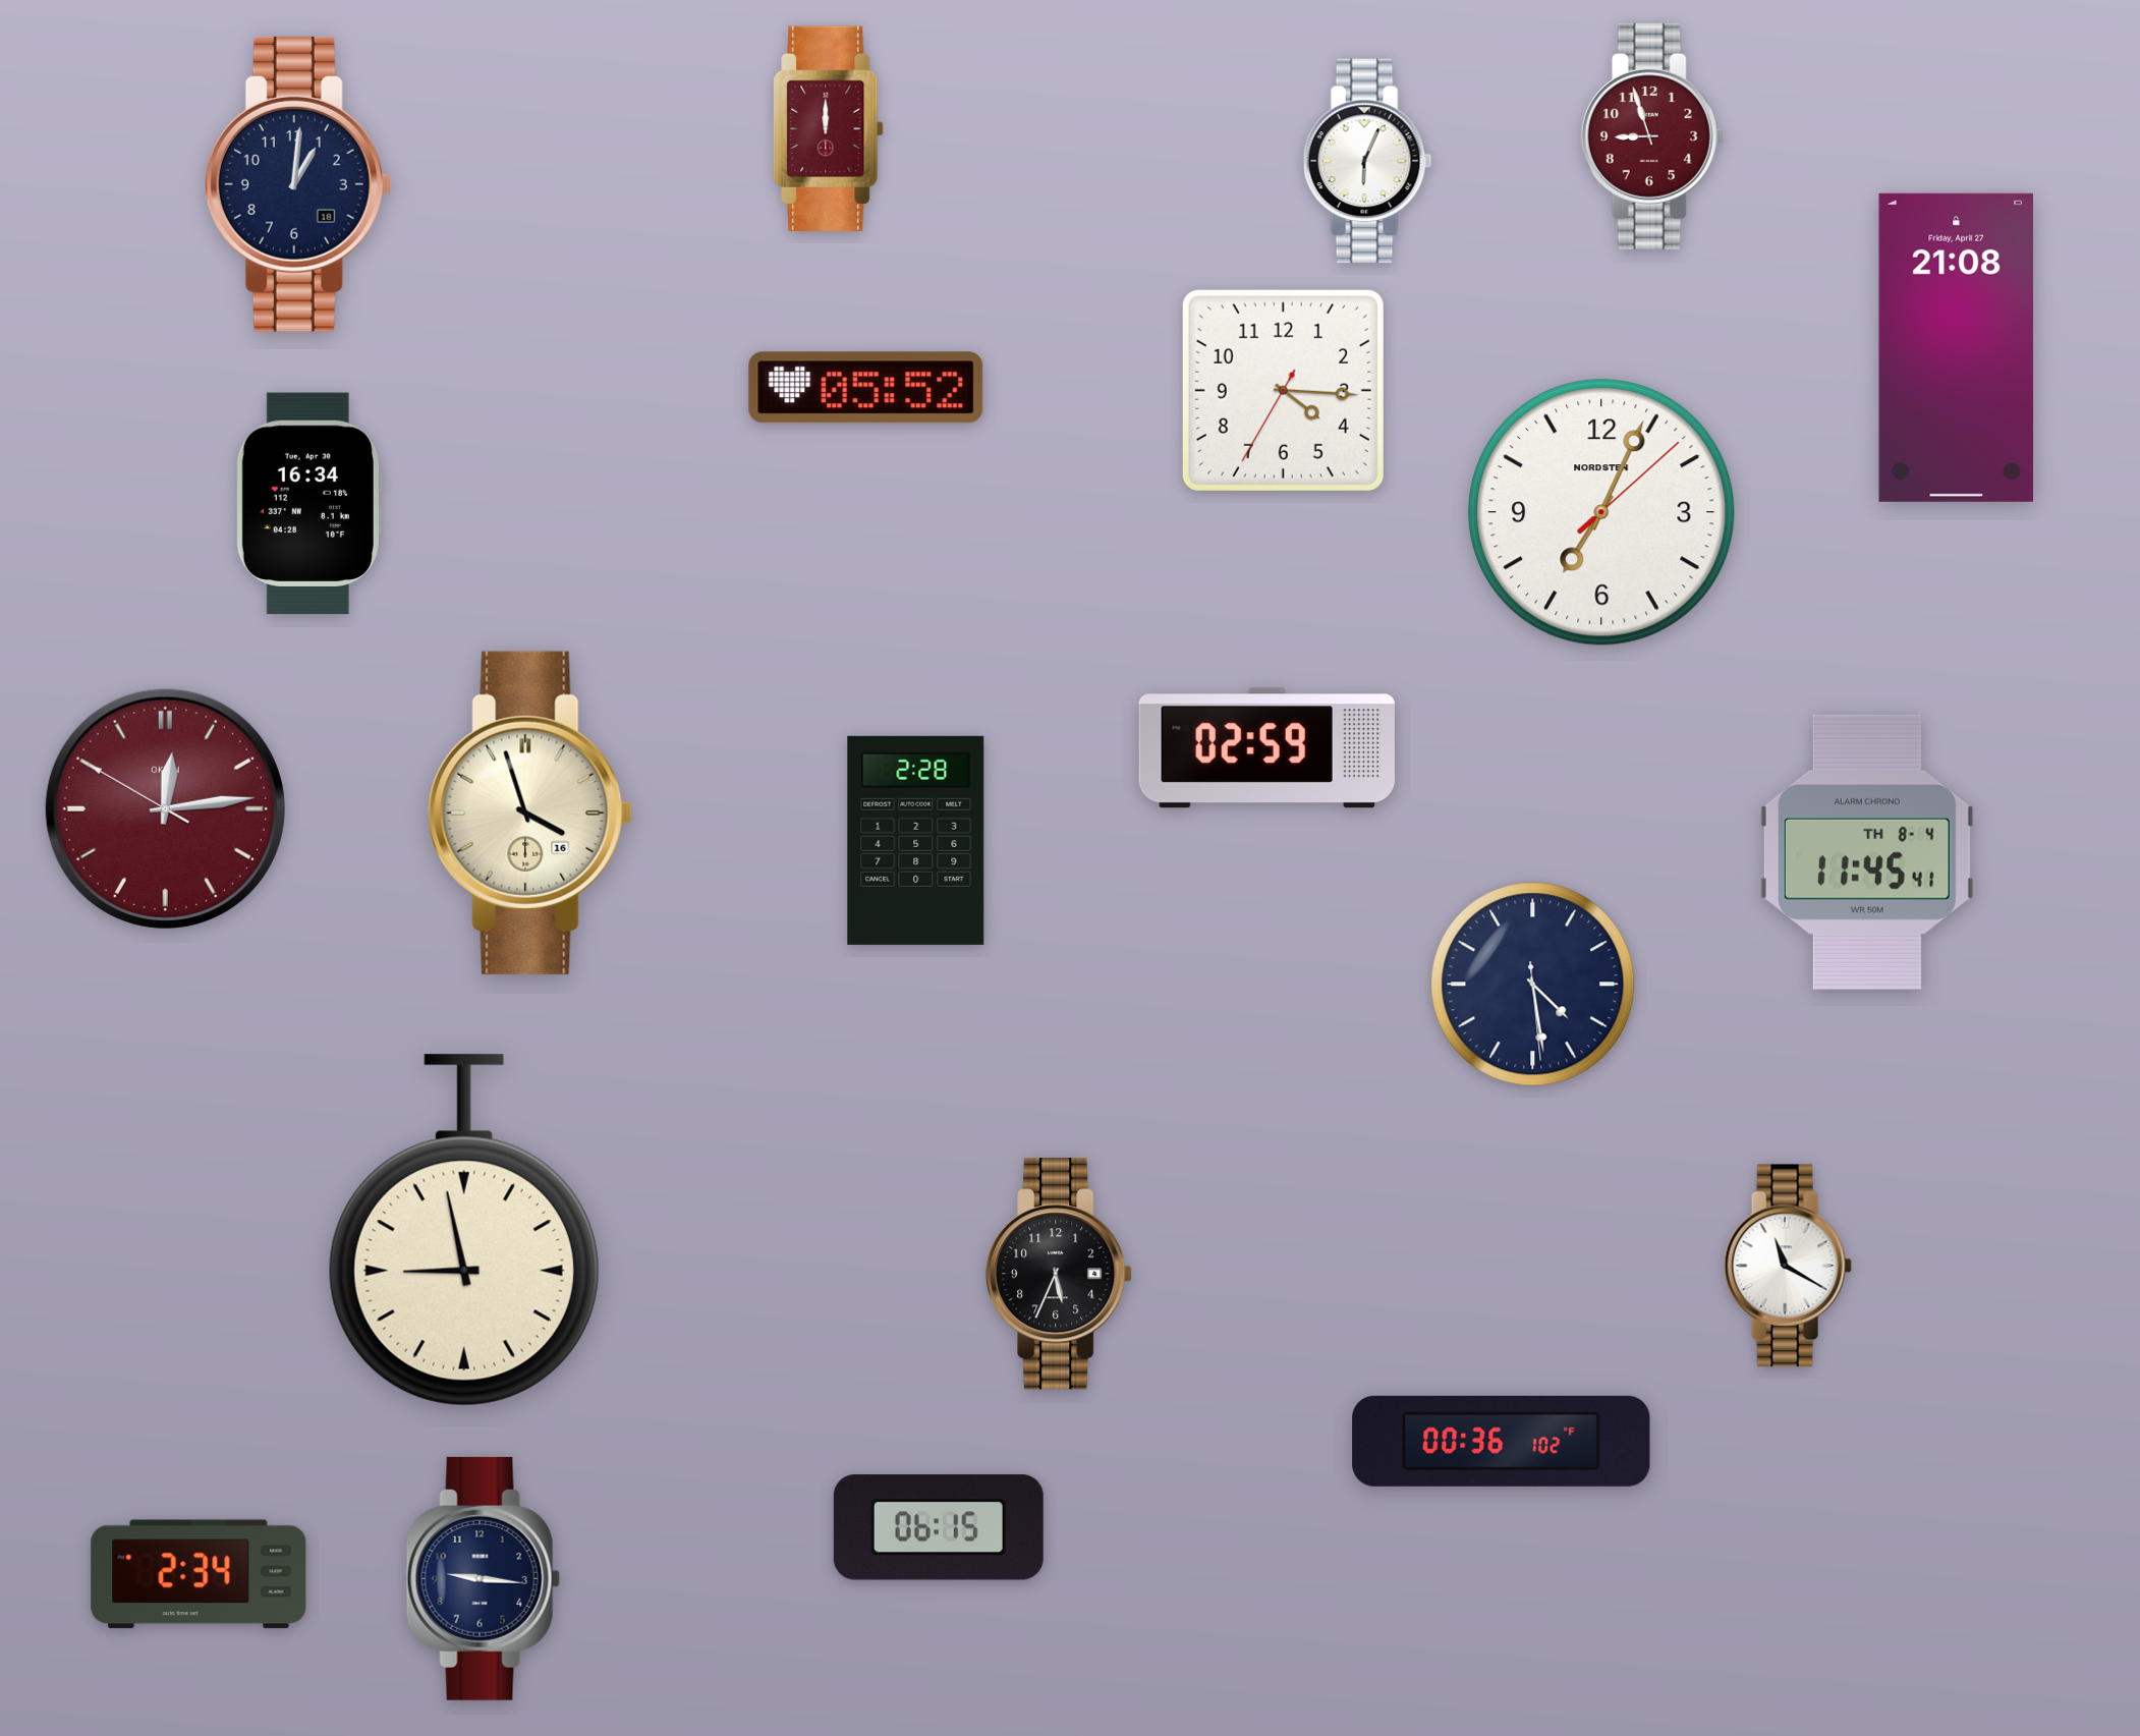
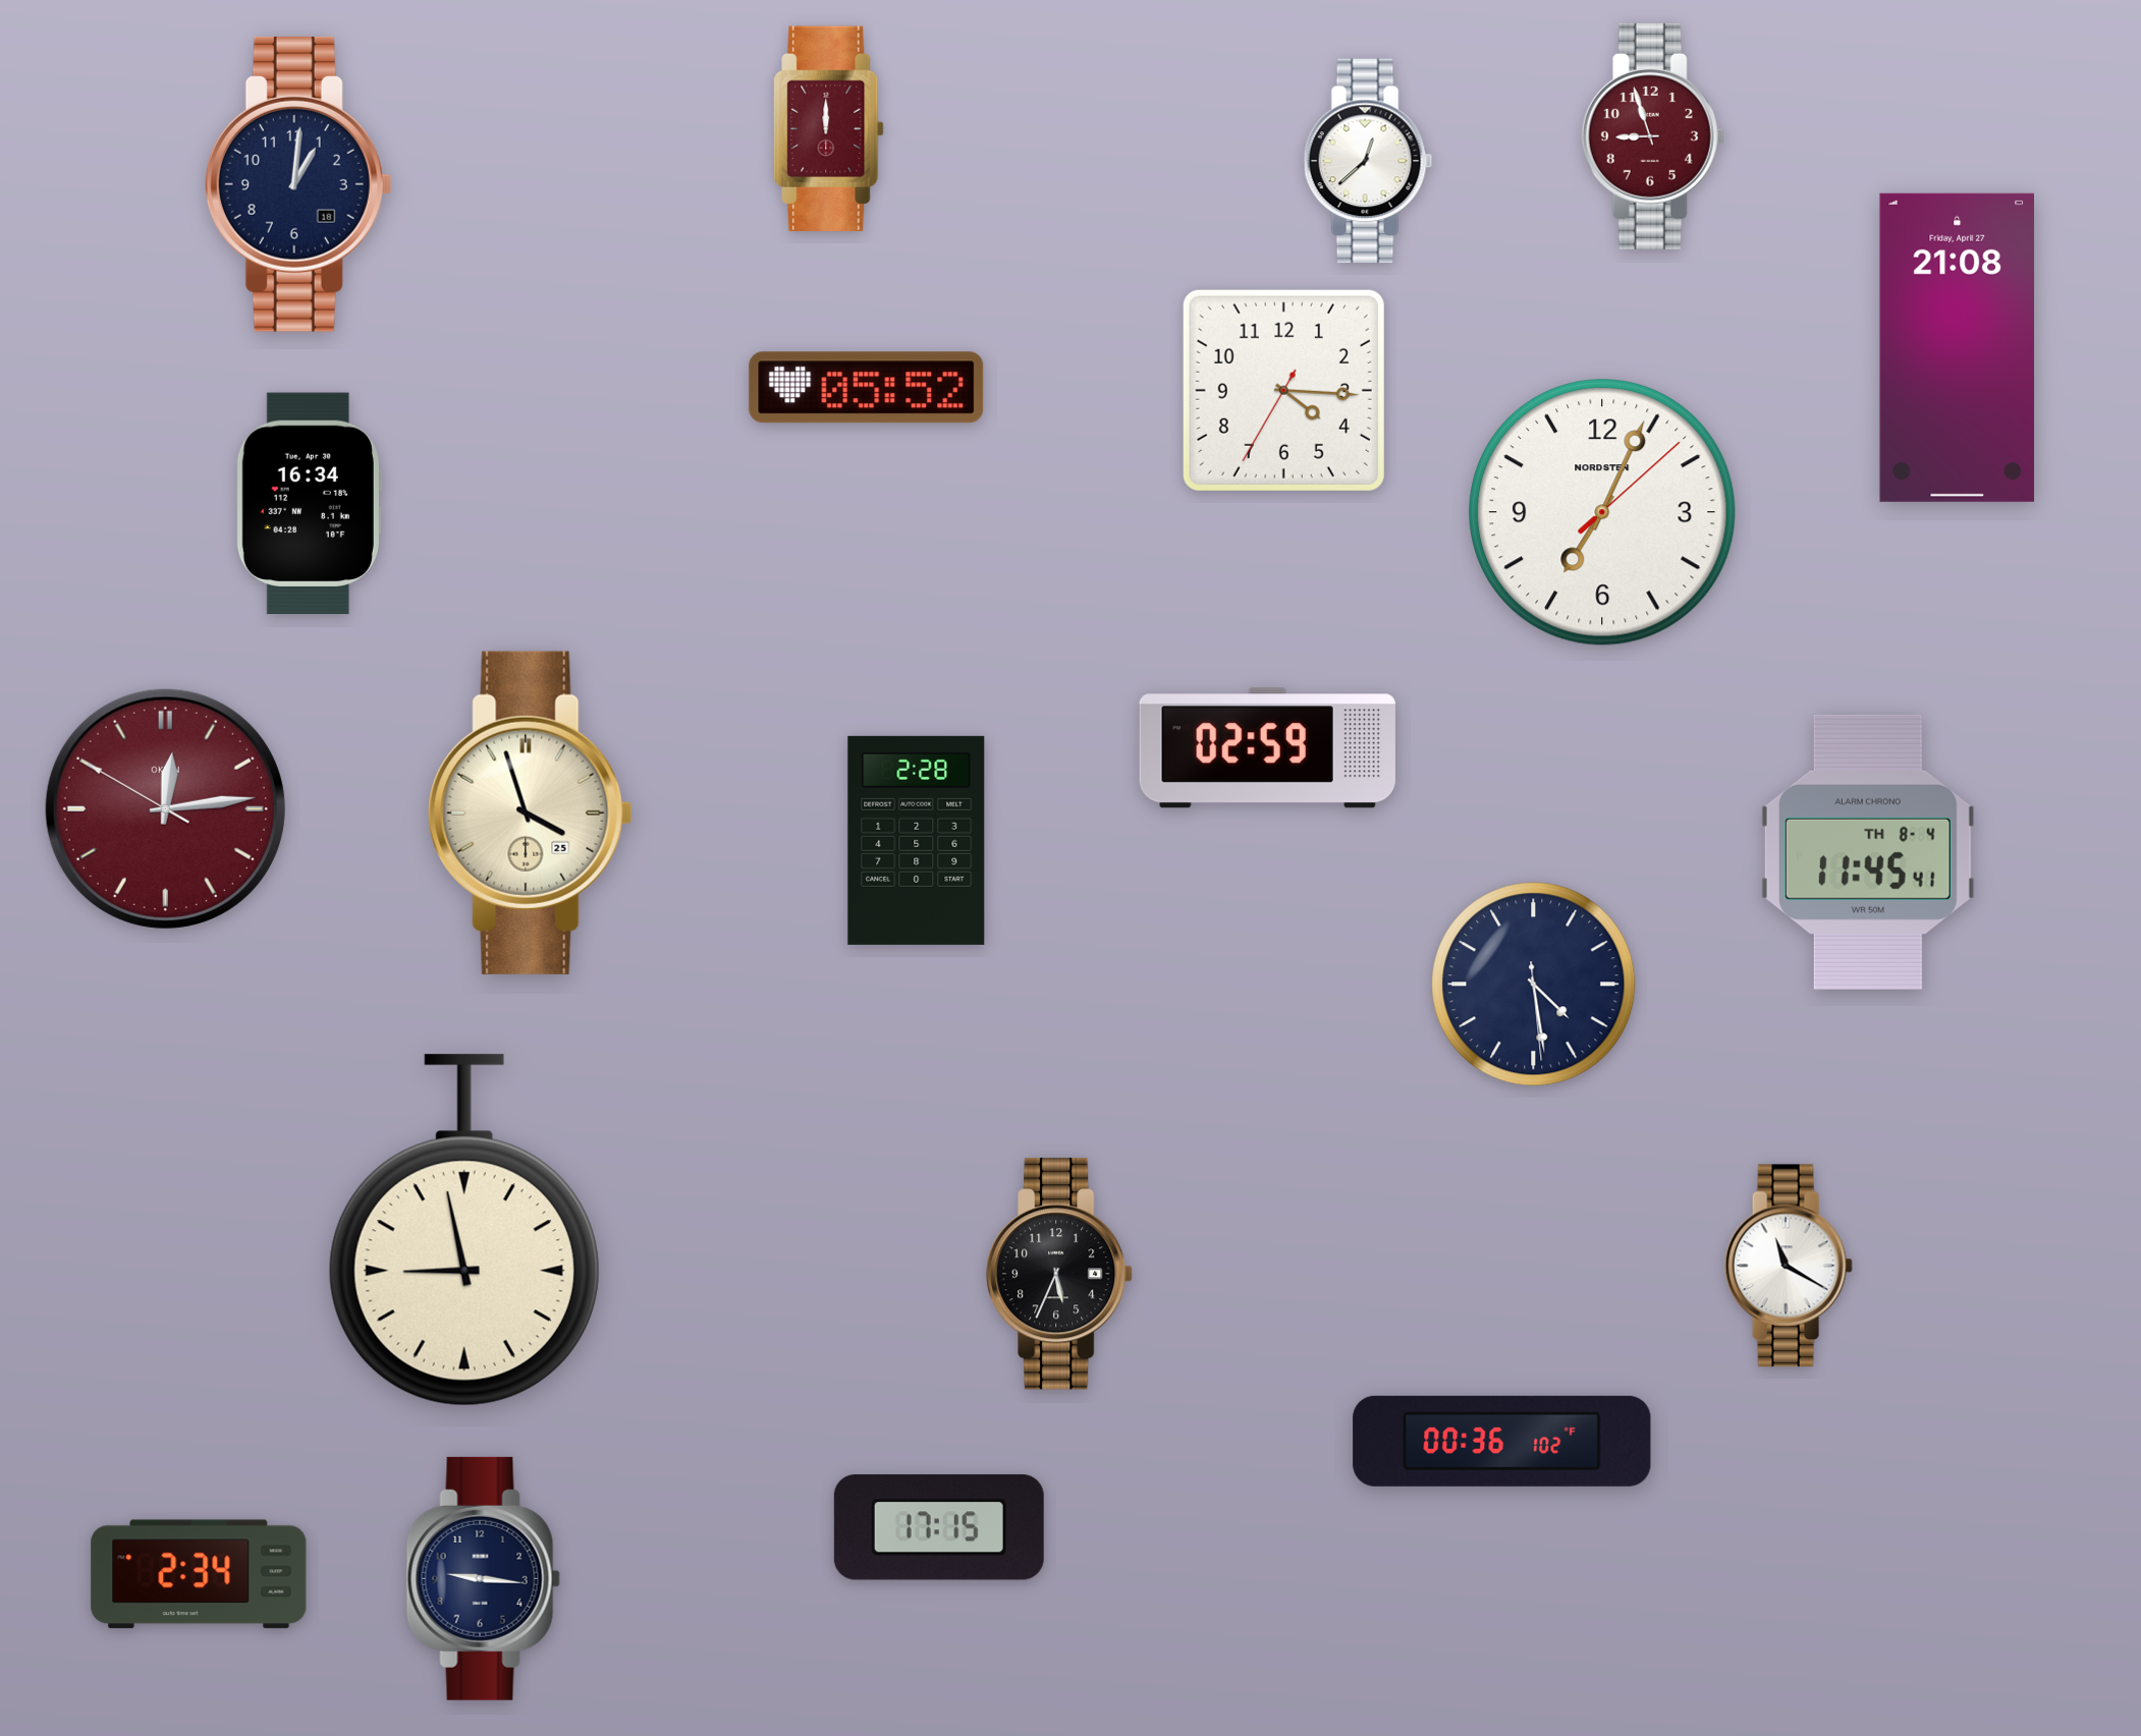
clock at (1367, 161): 6:04 -> 12:38
clock at (530, 813) date: 16 -> 25
clock at (939, 1527): 06:15 -> 17:15
